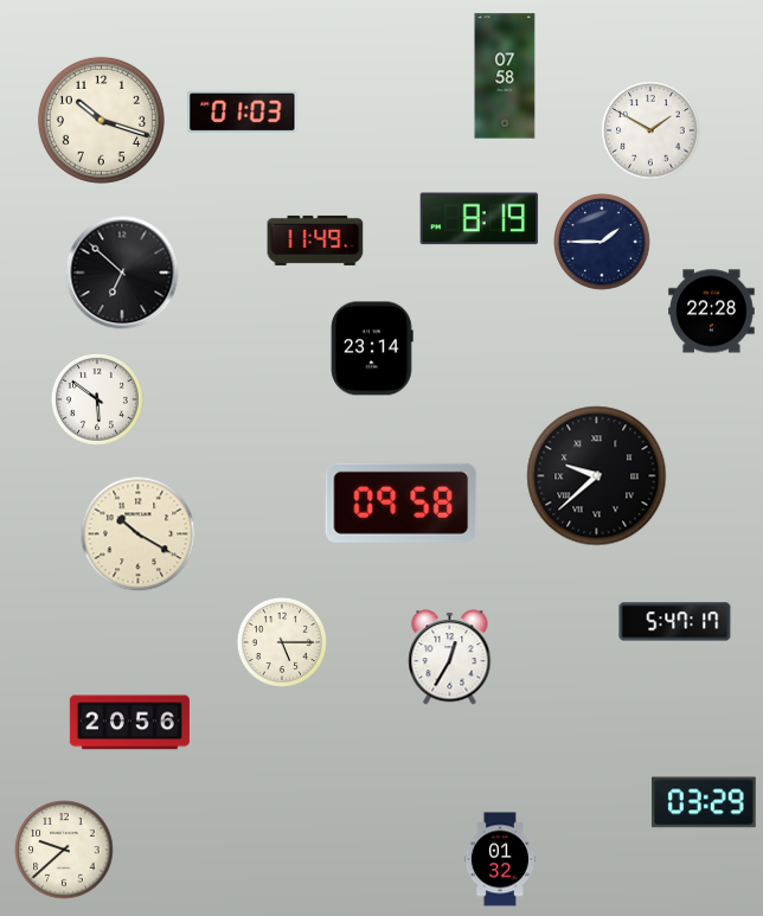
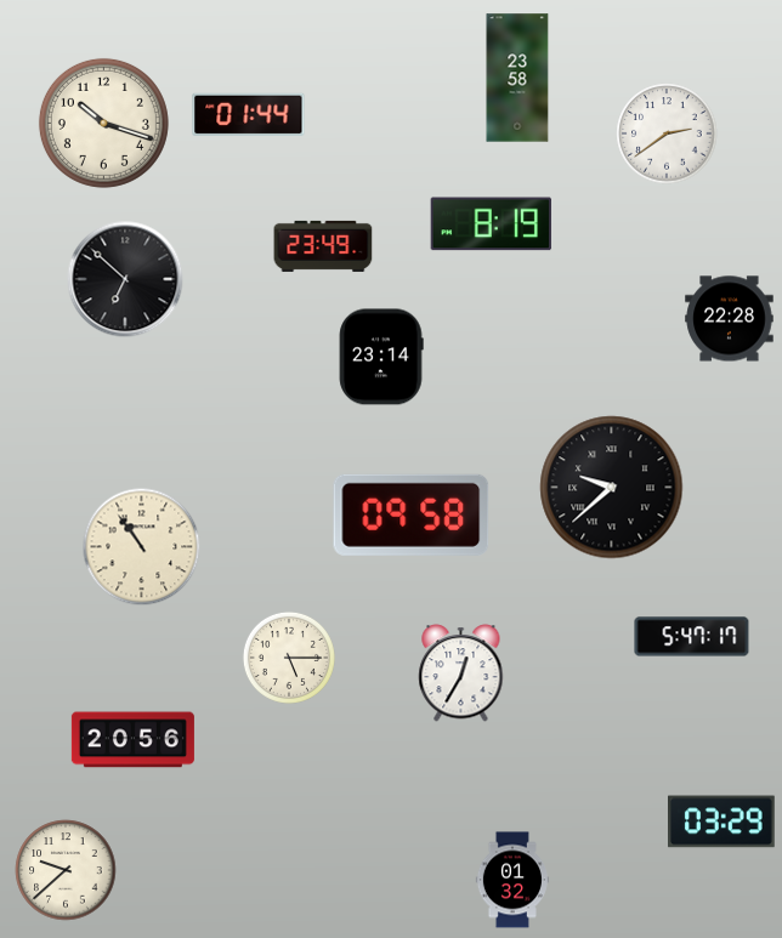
clock at (505, 76): 07:58 -> 23:58
clock at (243, 111): 01:03 -> 01:44
clock at (650, 130): 1:50 -> 2:39
clock at (315, 241): 11:49 -> 23:49
clock at (602, 242): 1:45 -> none
clock at (97, 399): 5:51 -> none
clock at (139, 534): 10:20 -> 10:54
